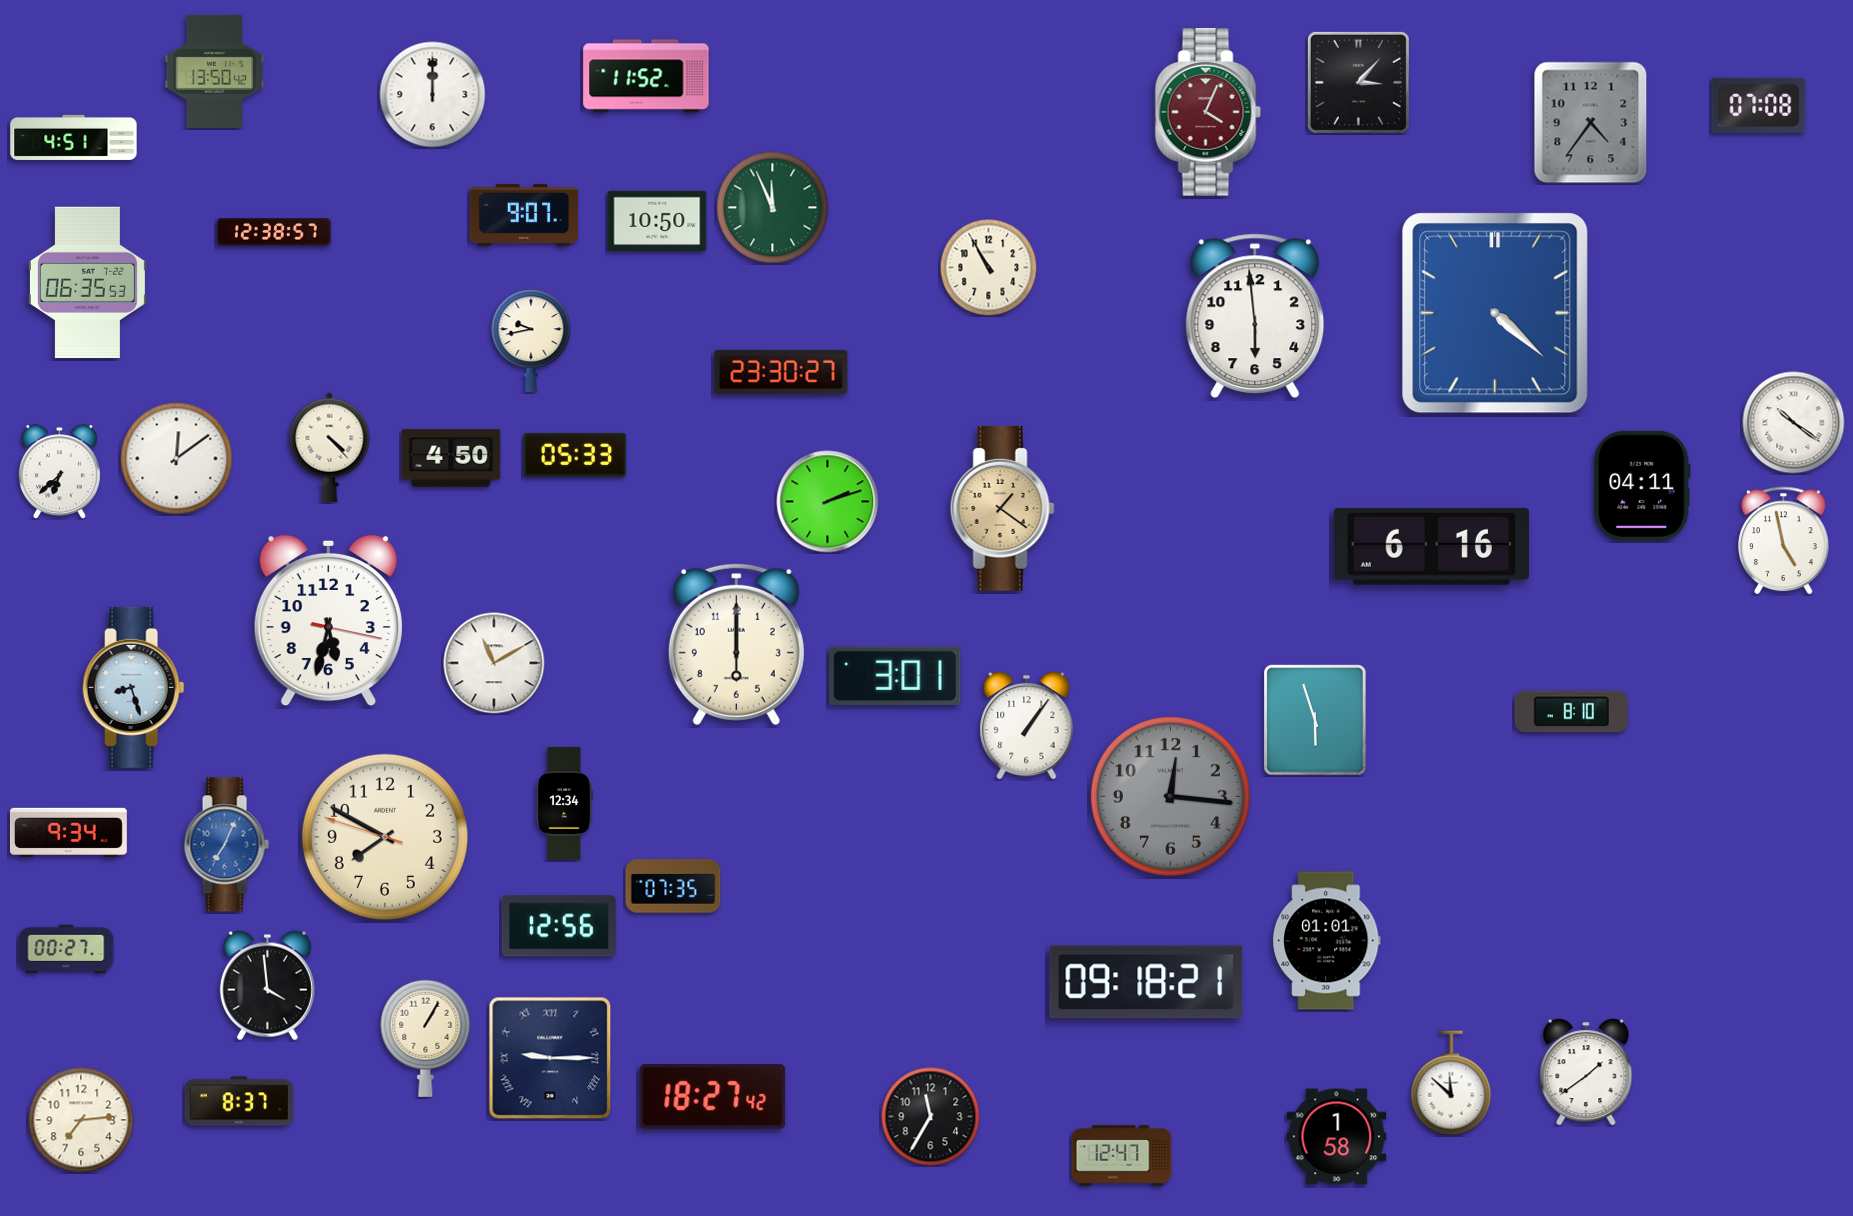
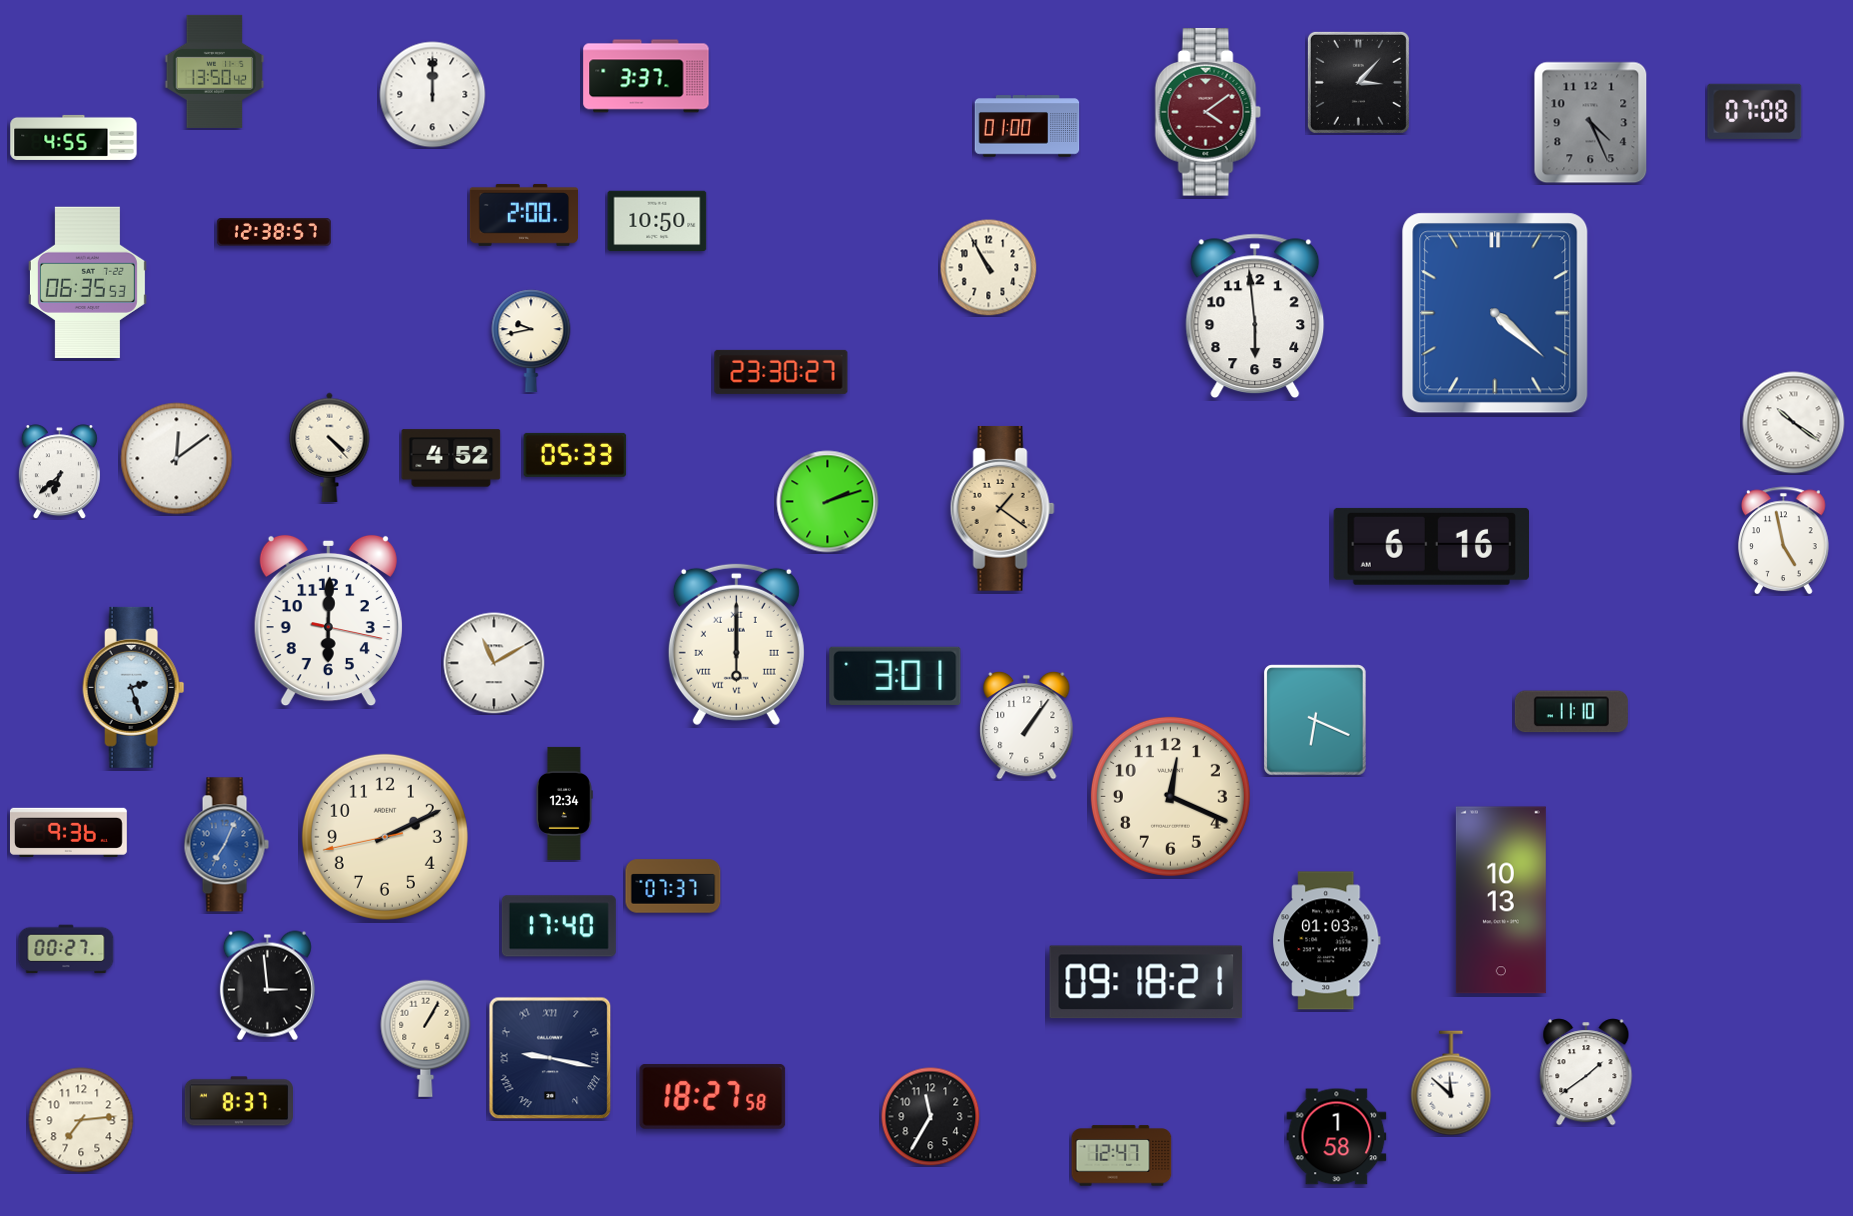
clock at (646, 76): 11:52 -> 3:37
clock at (1759, 105) position: (1759, 105) -> (1755, 111)
clock at (1208, 112): 4:04 -> 4:09
clock at (1591, 123): 4:36 -> 4:26
clock at (1027, 126): none -> 01:00
clock at (74, 137): 4:51 -> 4:55
clock at (773, 208): 11:56 -> none
clock at (523, 215): 9:07 -> 2:00
clock at (451, 458): 4:50 -> 4:52
clock at (1643, 486): 04:11 -> none
clock at (328, 621): 5:32 -> 6:00
clock at (736, 644) numerals: Arabic -> Roman
clock at (134, 687): 8:27 -> 2:27
clock at (1571, 712): 8:10 -> 11:10
clock at (1315, 720): 5:57 -> 6:19
clock at (1170, 796): 12:16 -> 12:19
clock at (1170, 796) dial: grey -> cream
clock at (68, 832): 9:34 -> 9:36
clock at (385, 837): 7:49 -> 2:10
clock at (673, 886): 07:35 -> 07:37
clock at (1501, 900): none -> 10:13
clock at (559, 926): 12:56 -> 17:40
clock at (1327, 941): 01:01 -> 01:03
clock at (267, 986): 3:59 -> 2:59
clock at (550, 1058): 9:15 -> 9:17
clock at (713, 1097): 18:27:42 -> 18:27:58
